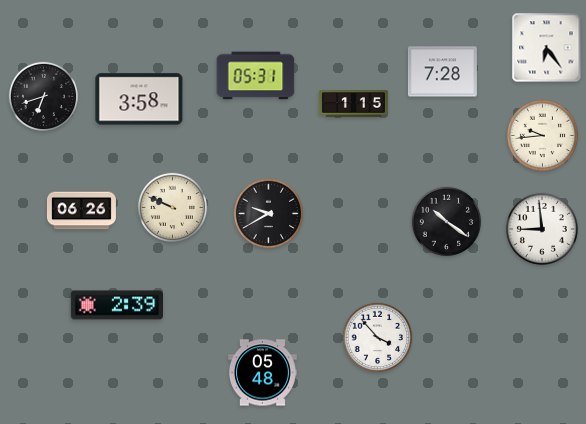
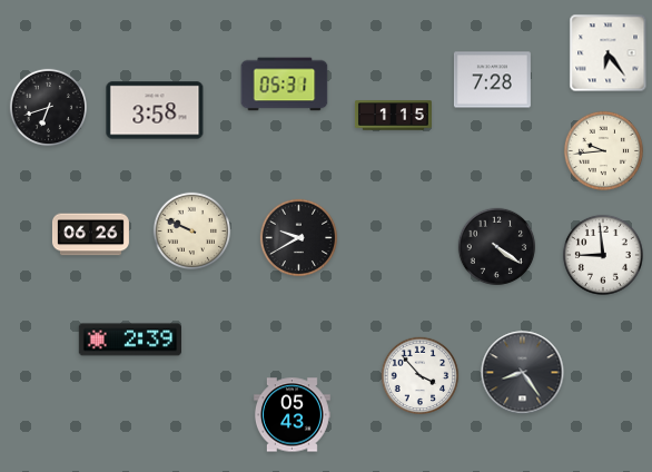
clock at (447, 222): 10:21 -> 4:21
clock at (523, 373): none -> 8:24
clock at (262, 373): 05:48 -> 05:43
